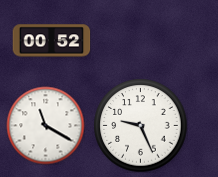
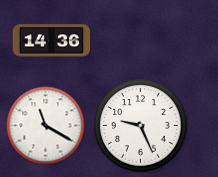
clock at (51, 41): 00:52 -> 14:36
